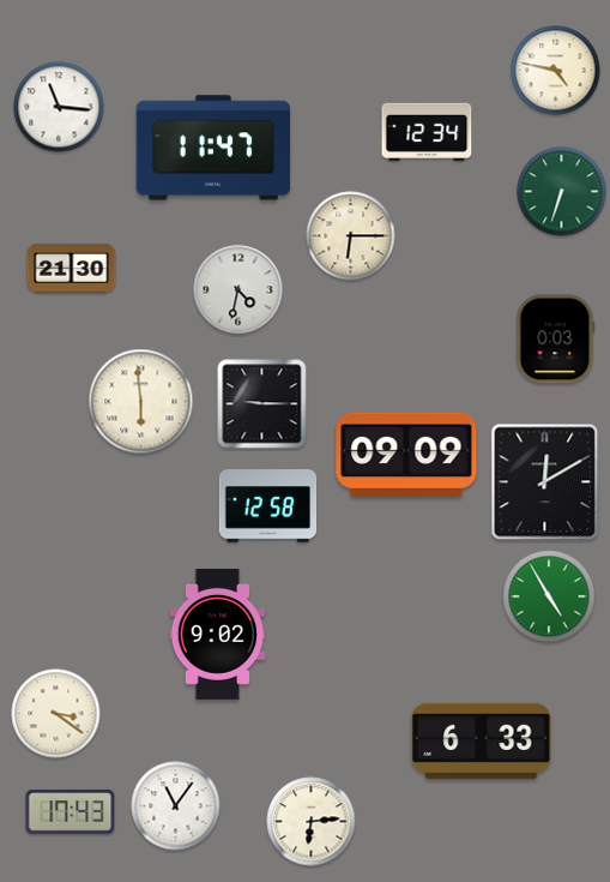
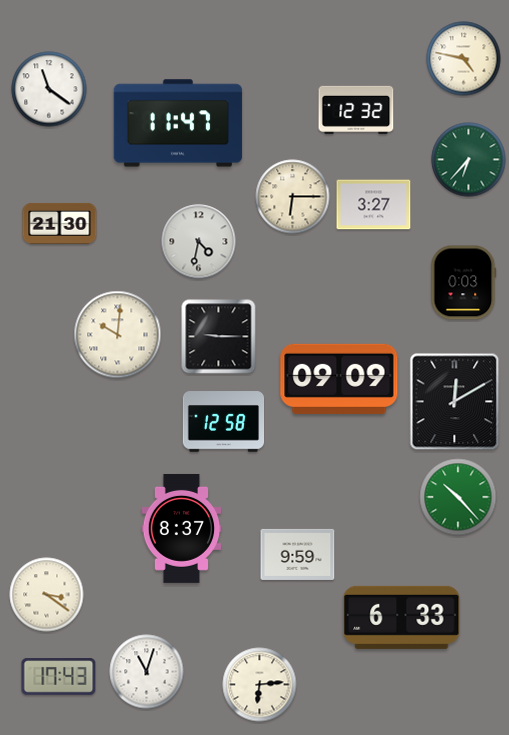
clock at (59, 107): 11:16 -> 11:21
clock at (427, 132): 12:34 -> 12:32
clock at (562, 192): 6:33 -> 6:37
clock at (374, 205): none -> 3:27
clock at (141, 402): 5:59 -> 10:01
clock at (549, 596): 4:55 -> 10:23
clock at (218, 634): 9:02 -> 8:37
clock at (298, 554): none -> 9:59
clock at (176, 806): 11:06 -> 11:03
